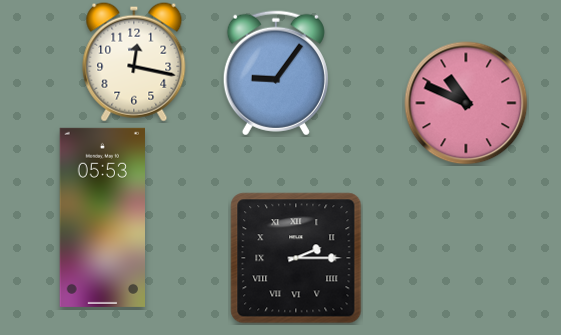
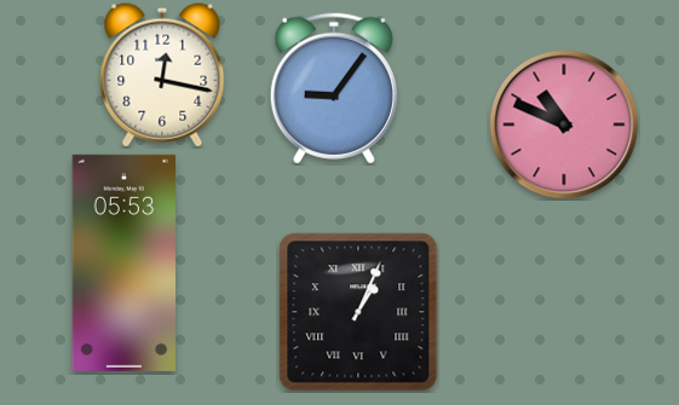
clock at (296, 258): 2:15 -> 1:04
